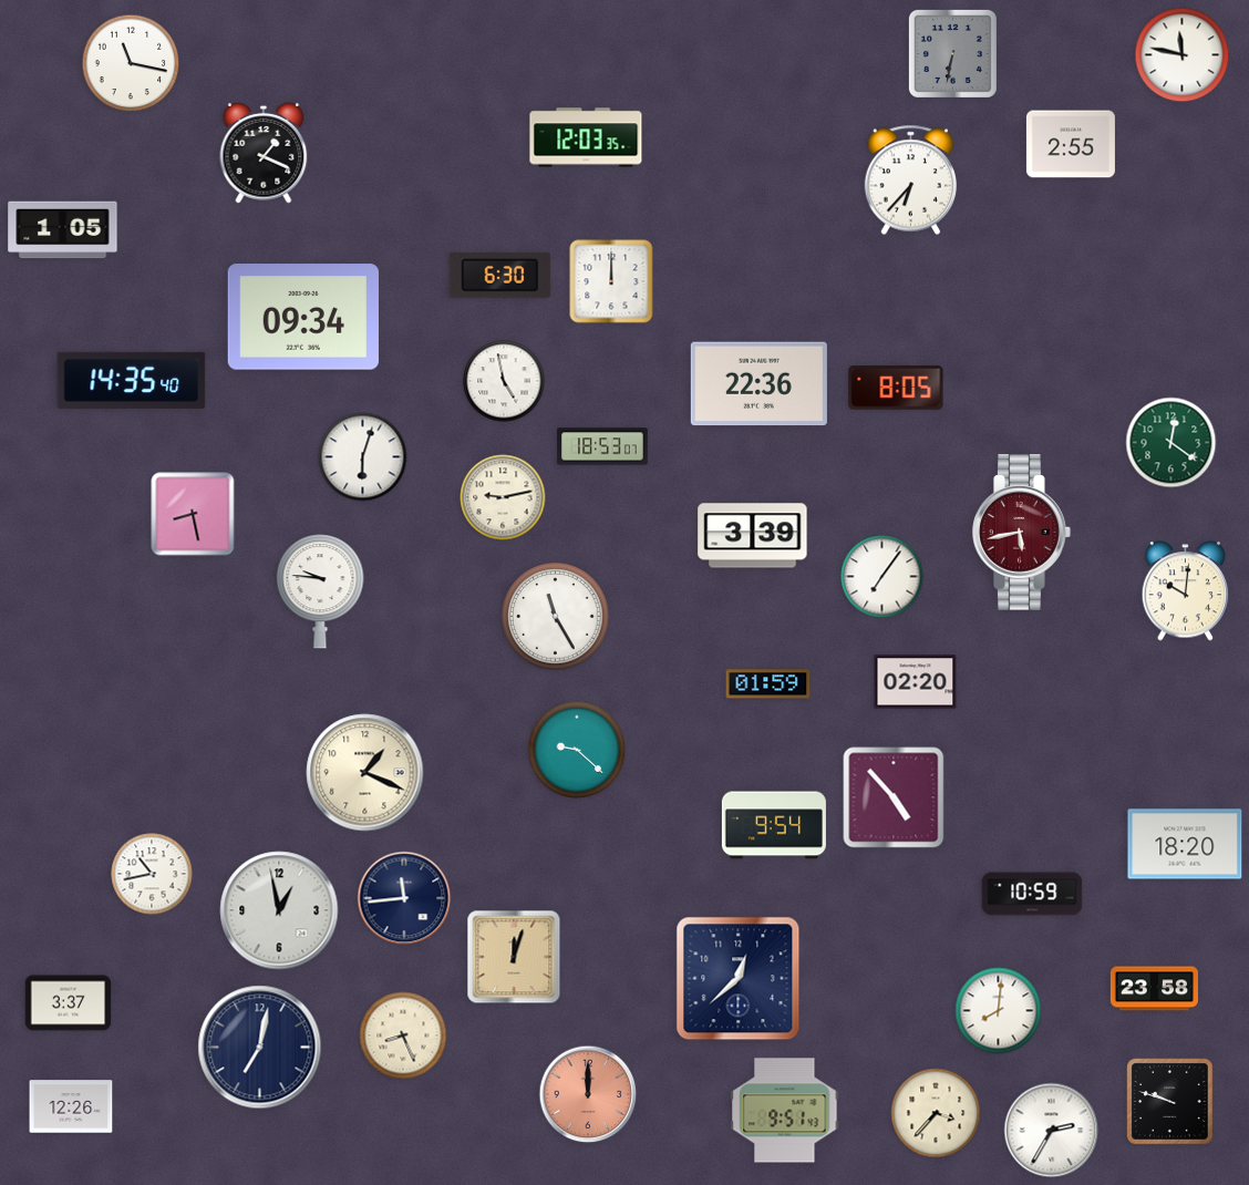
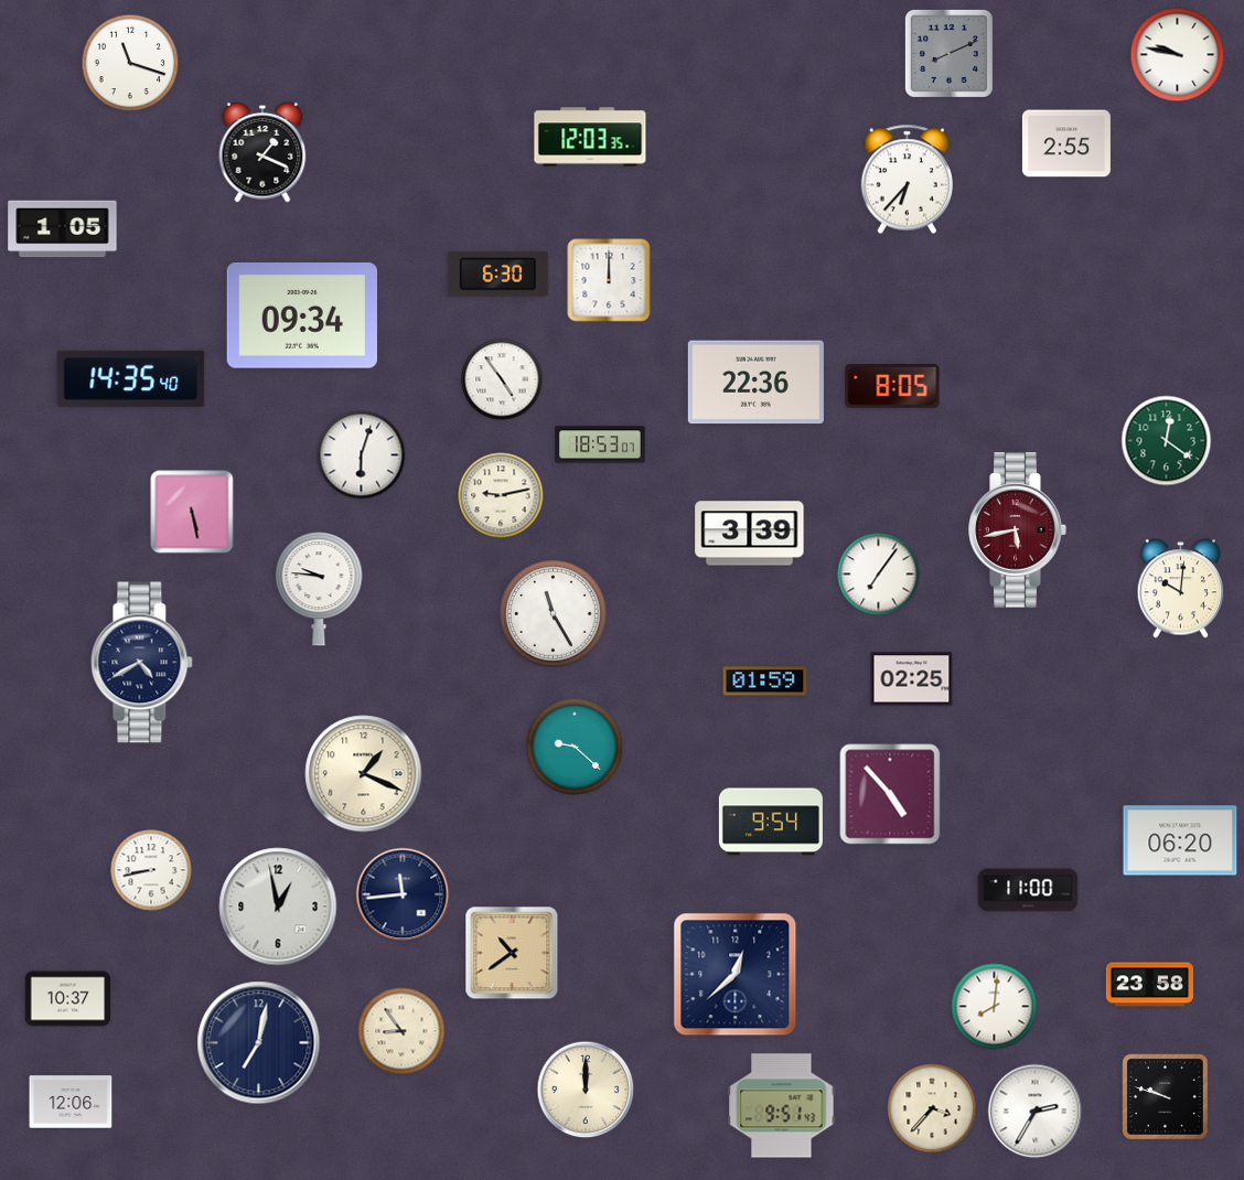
clock at (952, 53): 6:32 -> 8:11
clock at (1183, 55): 11:47 -> 9:47
clock at (131, 63): 11:17 -> 11:18
clock at (586, 137) position: (586, 137) -> (590, 137)
clock at (504, 381): 4:58 -> 4:54
clock at (193, 514): 8:28 -> 5:28
clock at (142, 663): none -> 4:40
clock at (916, 682): 02:20 -> 02:25
clock at (365, 773) position: (365, 773) -> (364, 774)
clock at (1185, 844): 18:20 -> 06:20
clock at (152, 874): 10:43 -> 8:43
clock at (1032, 894): 10:59 -> 11:00
clock at (514, 957): 12:03 -> 10:39
clock at (69, 1003): 3:37 -> 10:37
clock at (403, 1035): 8:26 -> 8:54
clock at (588, 1094) dial: salmon -> cream
clock at (71, 1106): 12:26 -> 12:06
clock at (1052, 1131) position: (1052, 1131) -> (1036, 1112)
